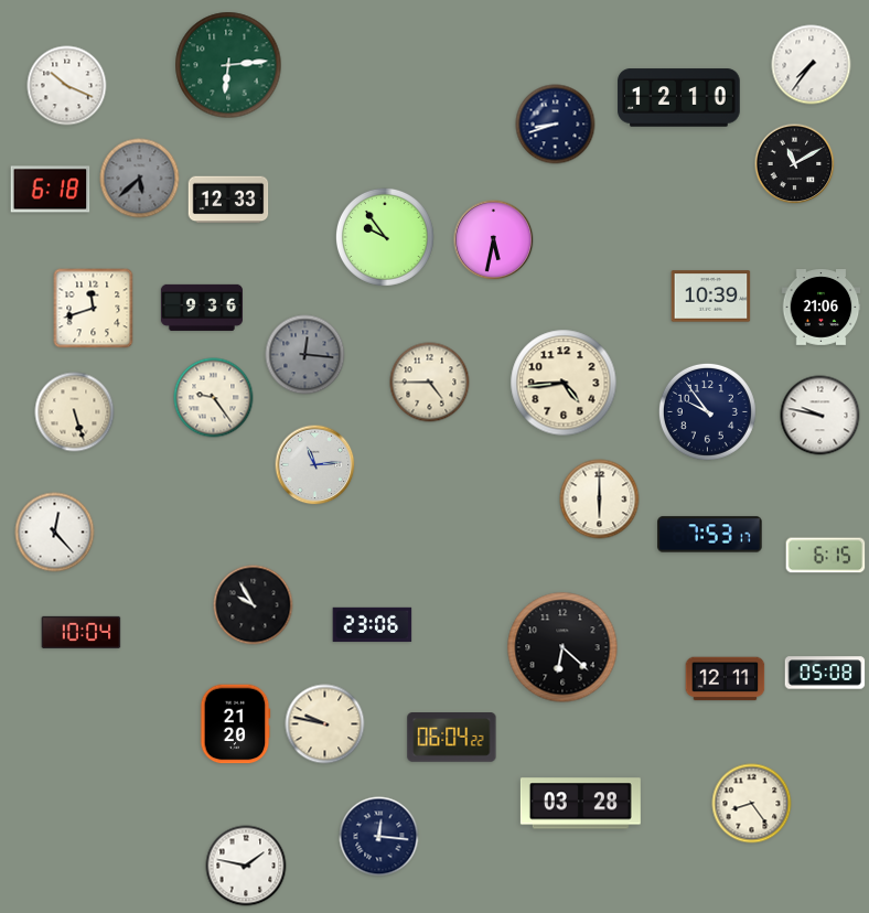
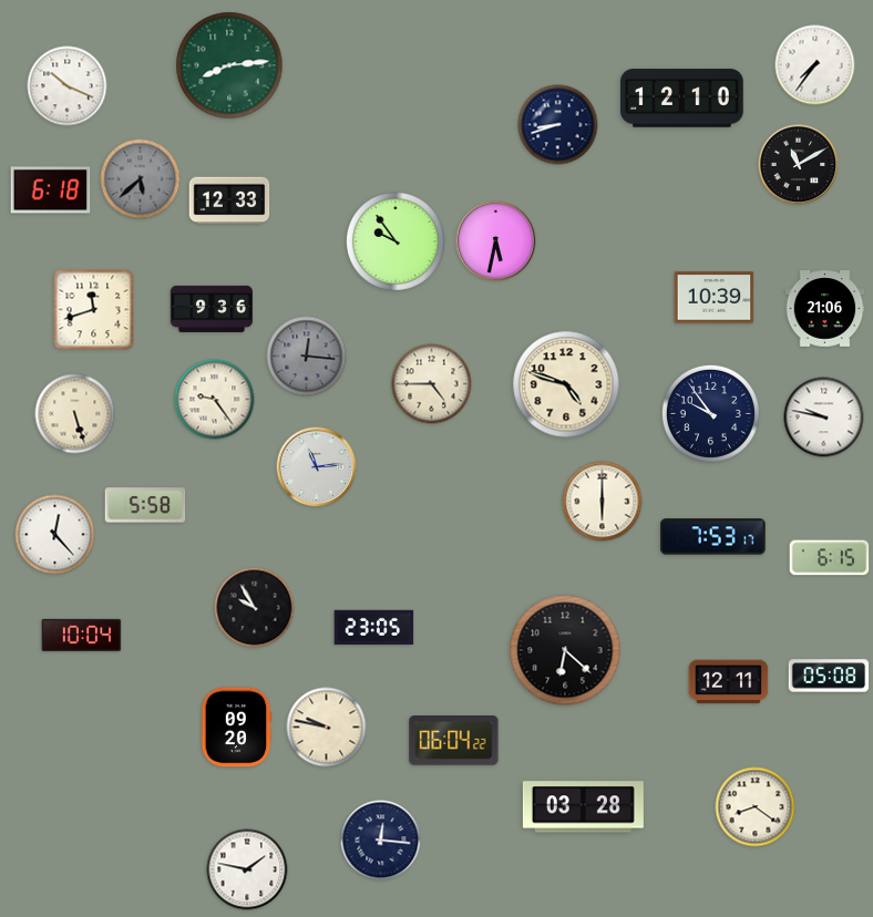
clock at (228, 65): 6:14 -> 8:14
clock at (385, 237) position: (385, 237) -> (396, 241)
clock at (202, 308) position: (202, 308) -> (212, 309)
clock at (564, 383): 4:44 -> 4:48
clock at (145, 505): none -> 5:58
clock at (373, 625): 23:06 -> 23:05
clock at (235, 724): 21:20 -> 09:20
clock at (752, 804): 8:24 -> 8:21
